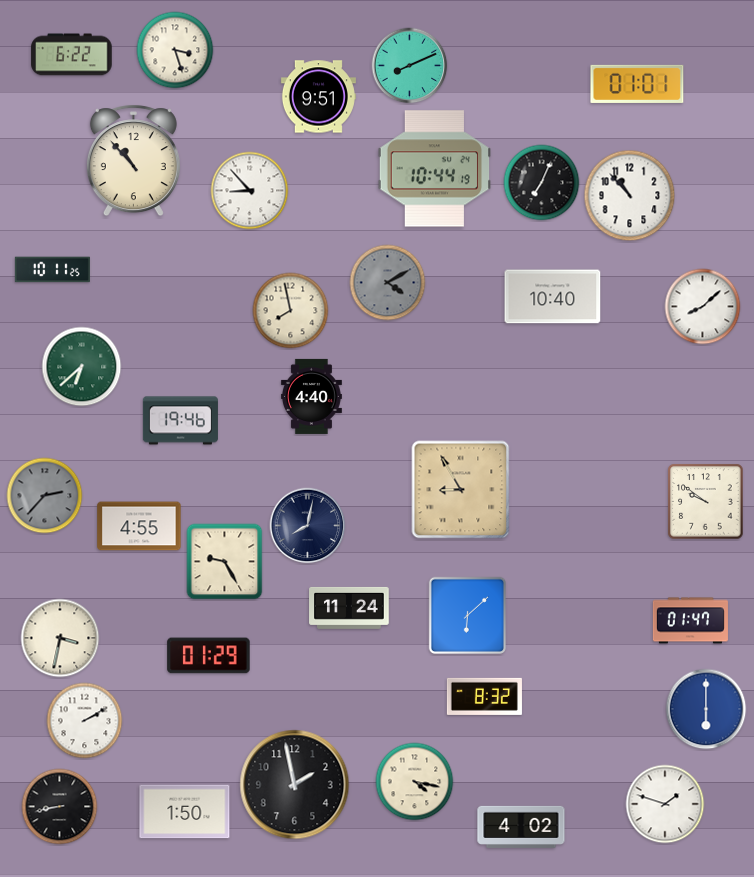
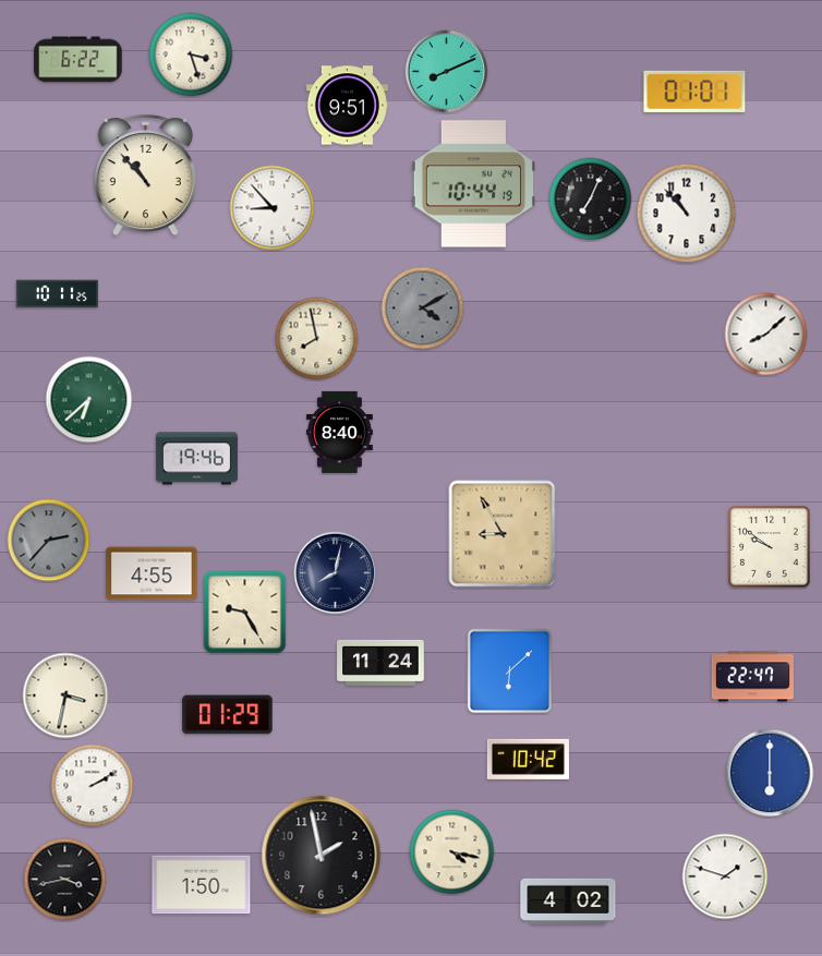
clock at (553, 297): 10:40 -> none
clock at (311, 396): 4:40 -> 8:40
clock at (690, 621): 01:47 -> 22:47
clock at (484, 696): 8:32 -> 10:42
clock at (60, 807): 8:43 -> 3:43
